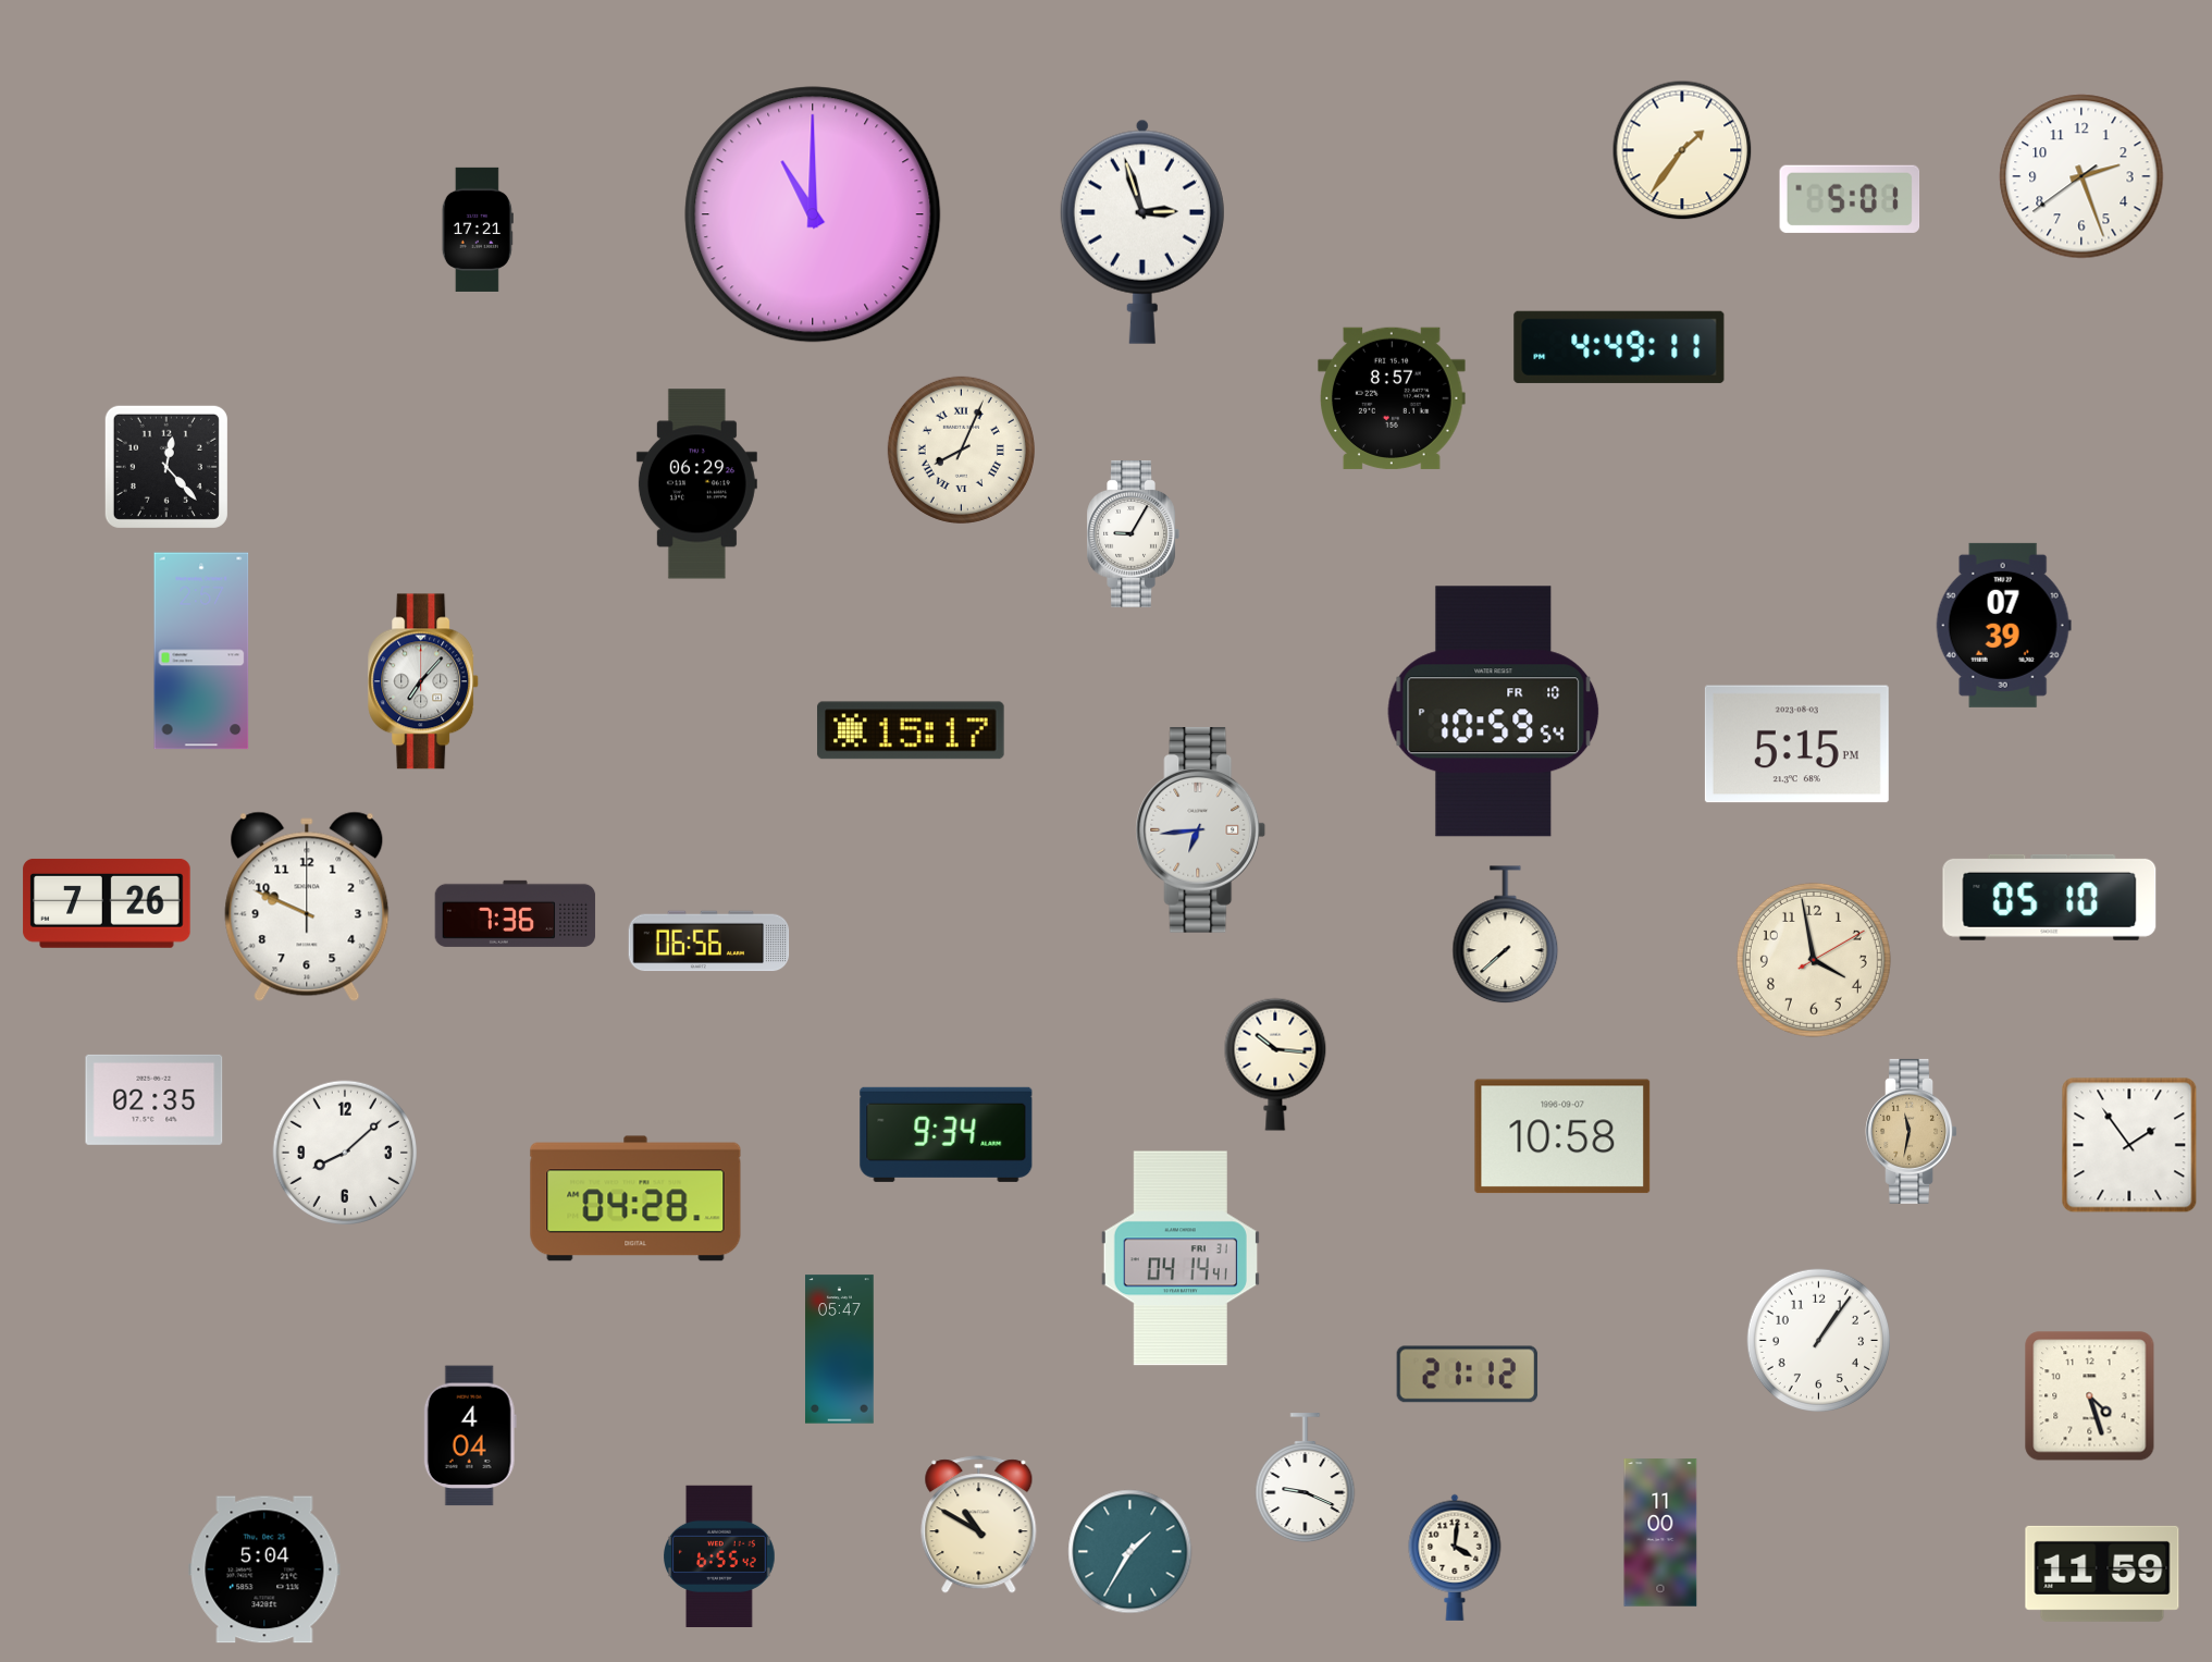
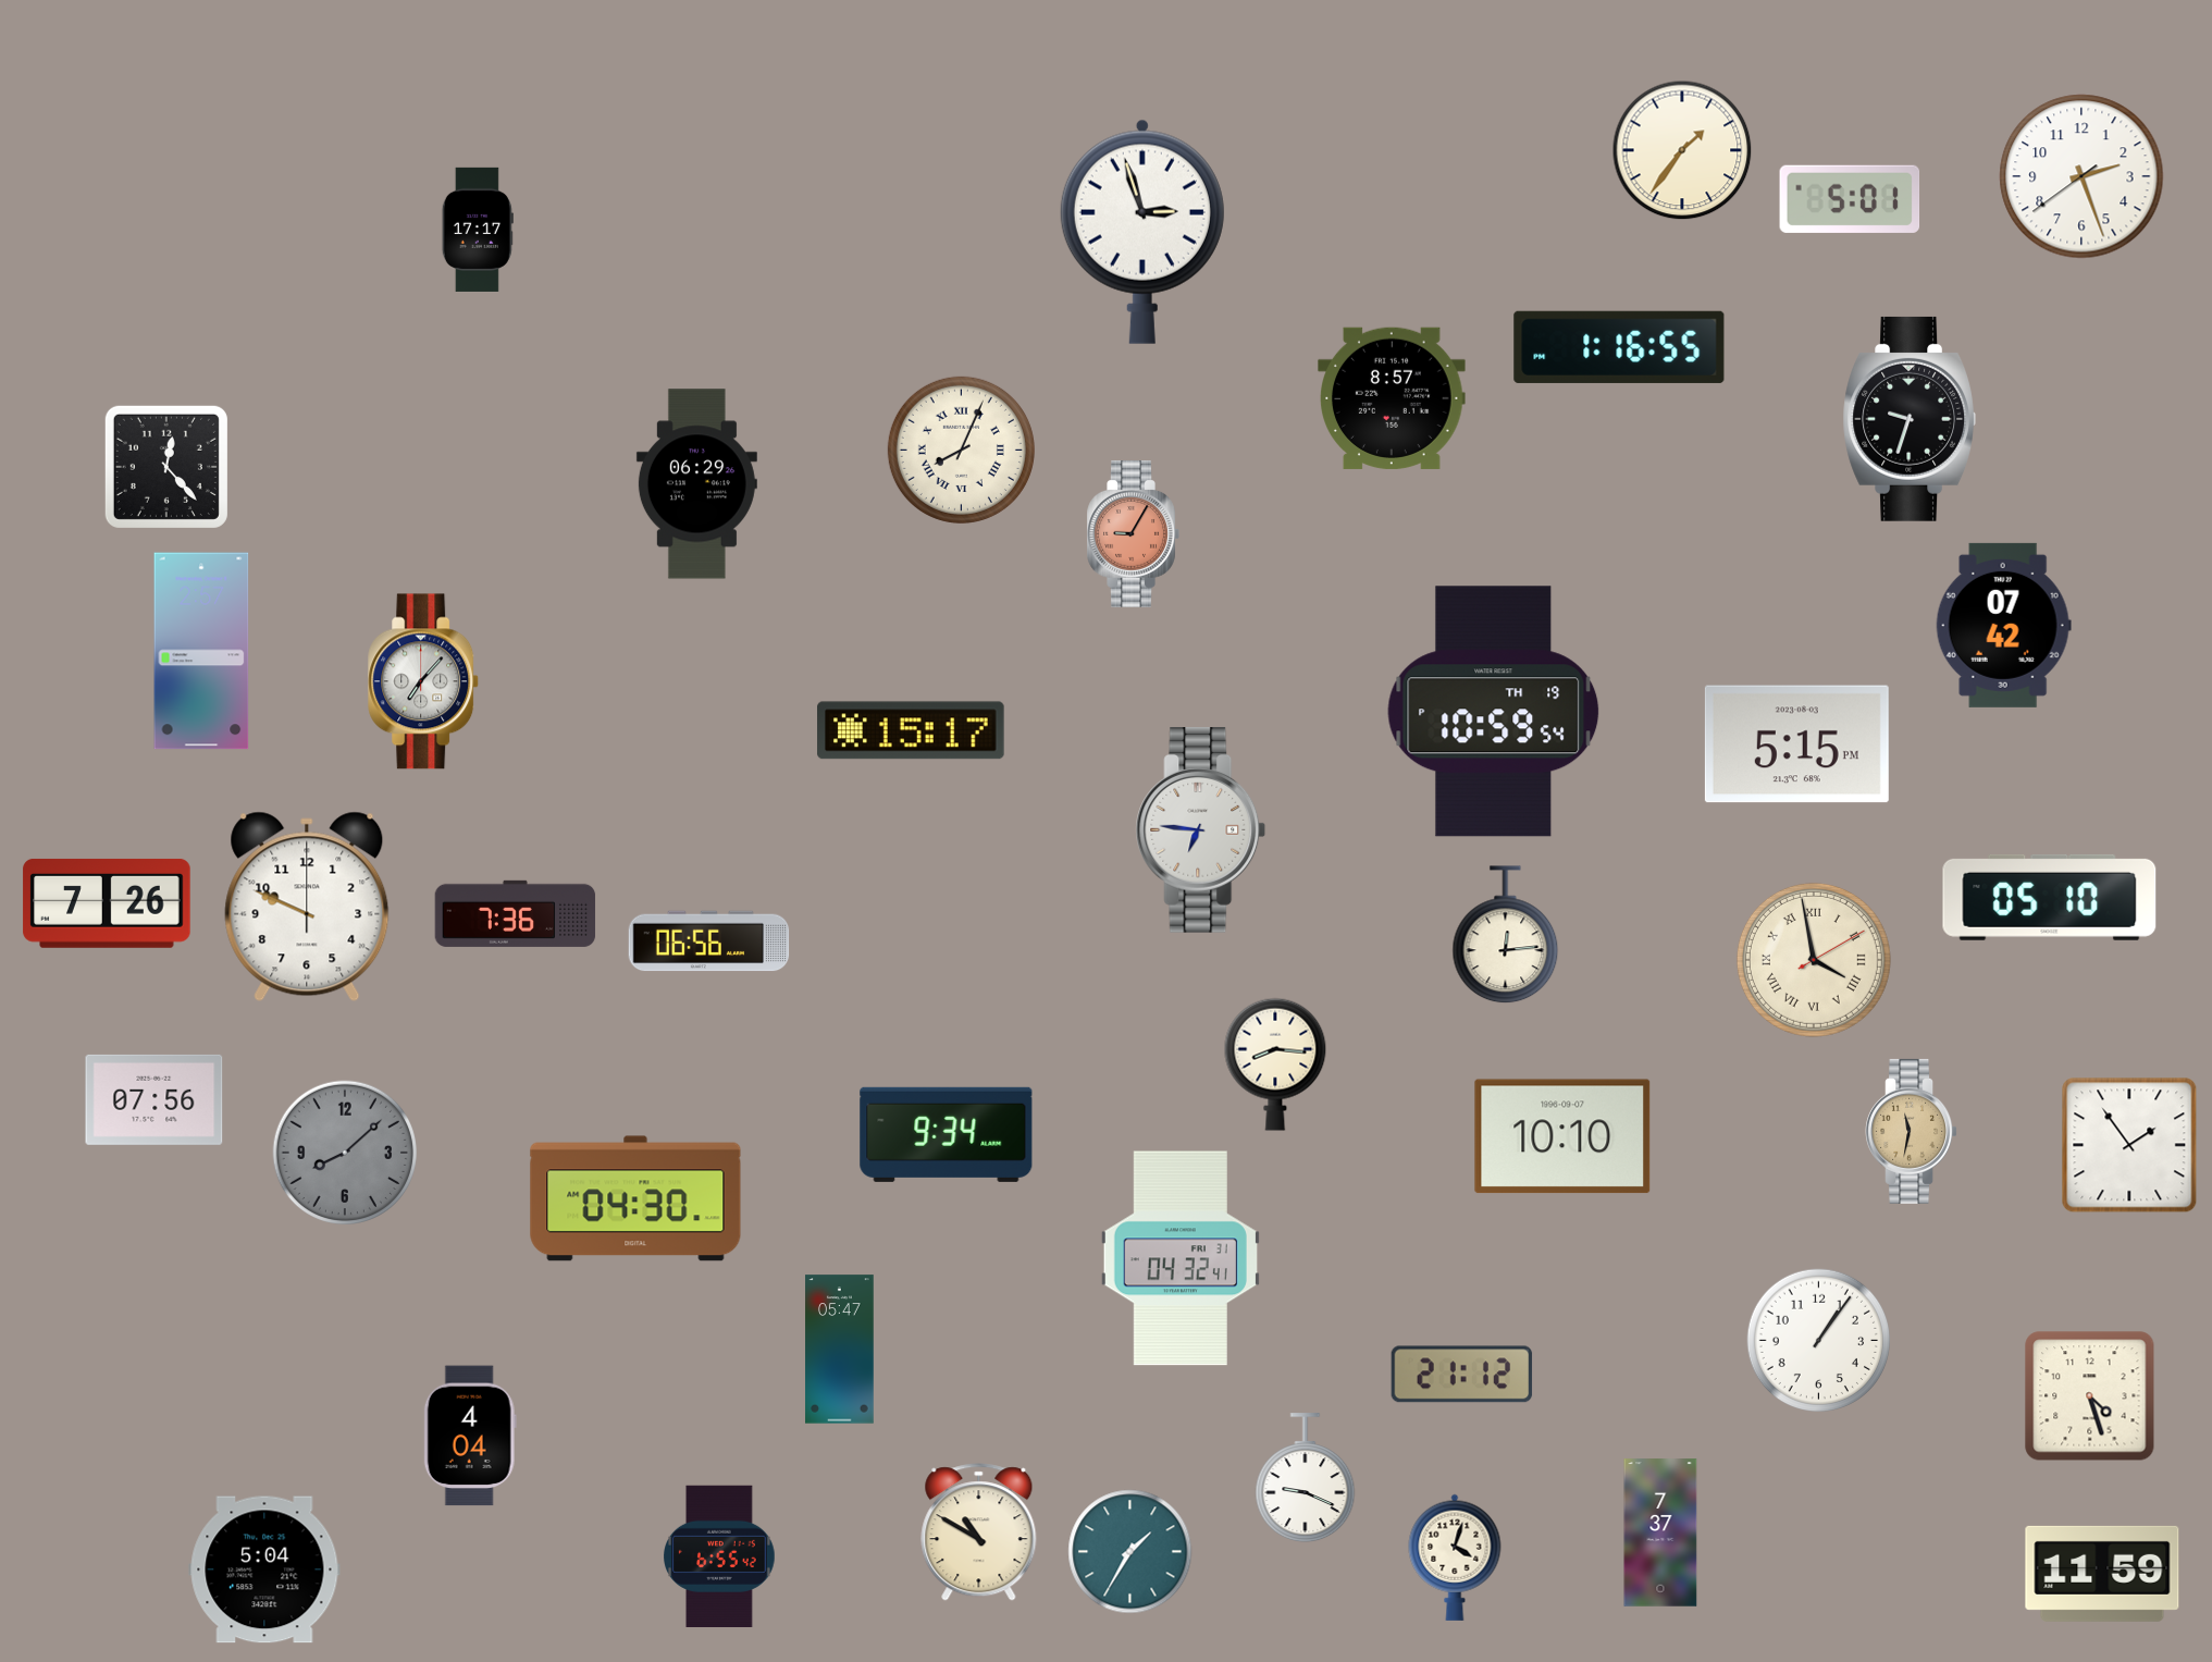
clock at (813, 214): 11:00 -> none
clock at (478, 230): 17:21 -> 17:17
clock at (1619, 347): 4:49 -> 1:16
clock at (1908, 419): none -> 9:33
clock at (1133, 534) dial: white -> salmon
clock at (2003, 625): 07:39 -> 07:42
clock at (1494, 712) date: FR 10 -> TH 19
clock at (1201, 830): 6:44 -> 6:46
clock at (1506, 935): 7:38 -> 12:14
clock at (1814, 960) numerals: Arabic -> Roman
clock at (1275, 1064): 10:16 -> 8:16
clock at (155, 1099): 02:35 -> 07:56
clock at (1562, 1136): 10:58 -> 10:10
clock at (344, 1152) dial: white -> grey
clock at (635, 1198): 04:28 -> 04:30
clock at (1181, 1258): 04:14 -> 04:32
clock at (1468, 1375) position: (1468, 1375) -> (1462, 1375)
clock at (979, 1525) position: (979, 1525) -> (979, 1532)
clock at (1660, 1532): 11:00 -> 7:37
clock at (1455, 1558): 4:01 -> 4:03
